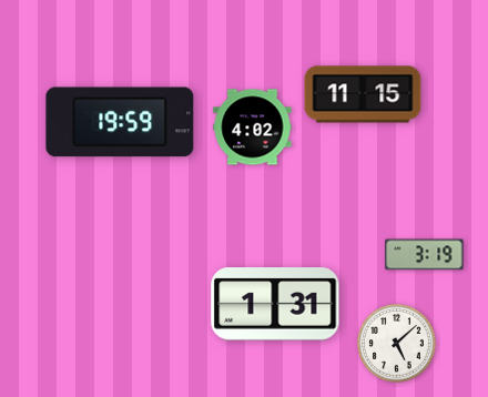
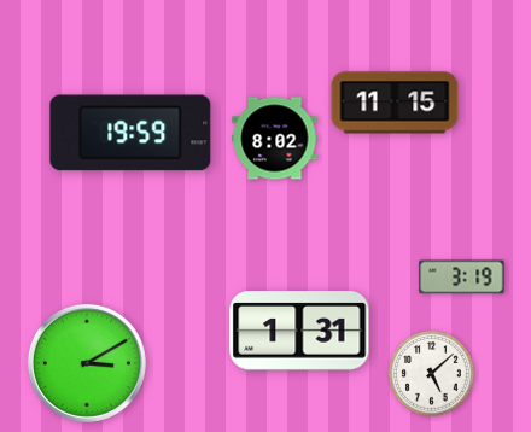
clock at (253, 128): 4:02 -> 8:02
clock at (87, 363): none -> 3:10
